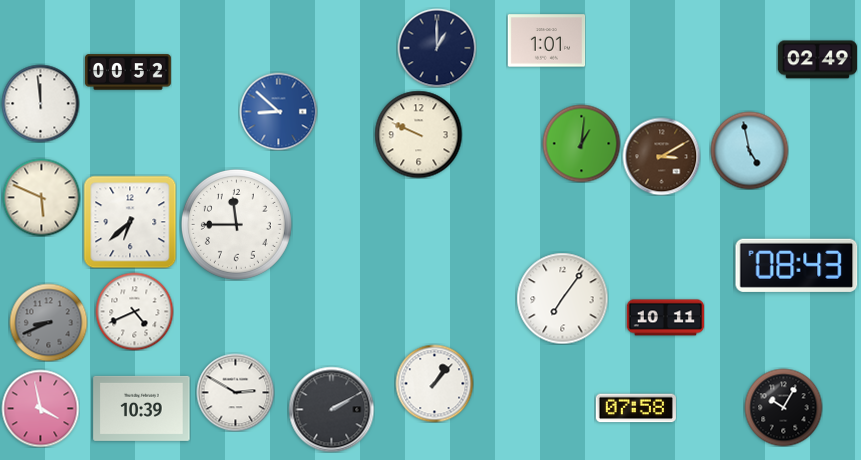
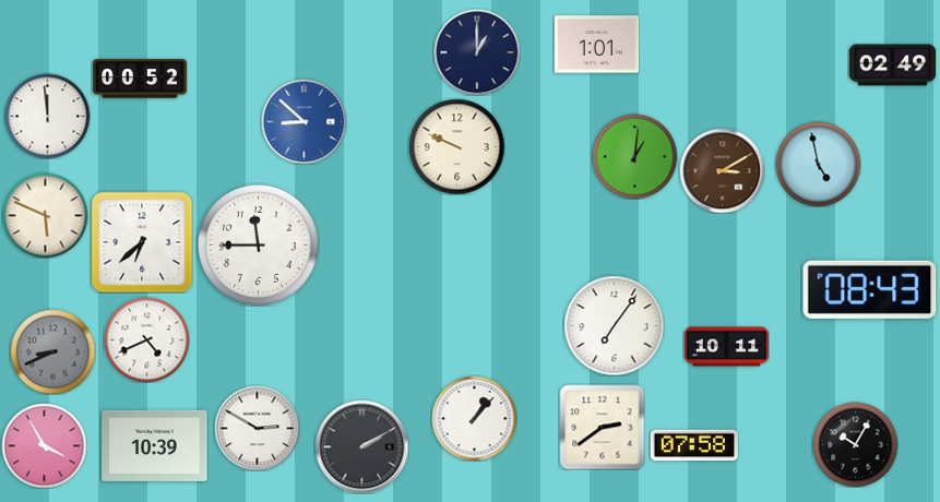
clock at (40, 103) position: (40, 103) -> (47, 116)
clock at (602, 427): none -> 2:39
clock at (40, 408): 3:58 -> 3:55
